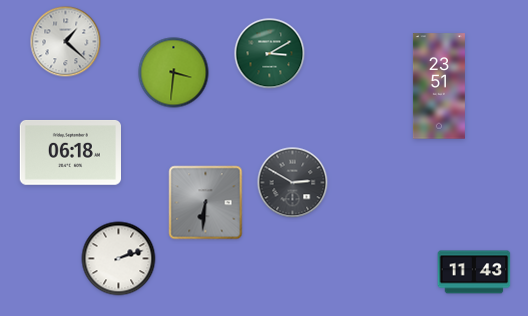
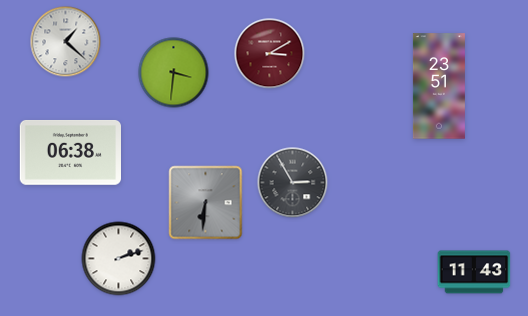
clock at (270, 54) dial: green -> burgundy
clock at (70, 153): 06:18 -> 06:38
clock at (293, 183): 2:50 -> 2:55
